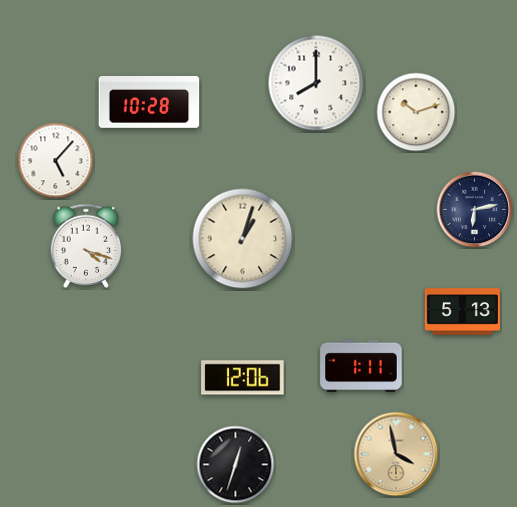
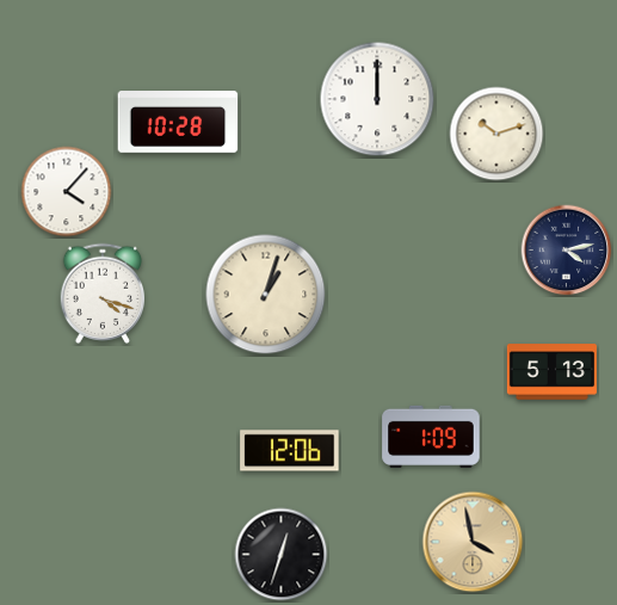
clock at (316, 83): 8:00 -> 12:00
clock at (56, 161): 5:07 -> 4:07
clock at (475, 210): 6:13 -> 4:13
clock at (243, 239) position: (243, 239) -> (266, 295)
clock at (361, 365): 1:11 -> 1:09
